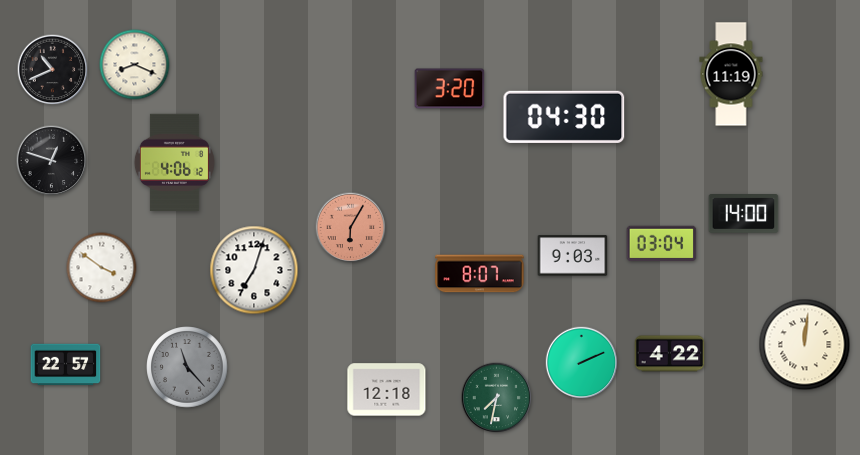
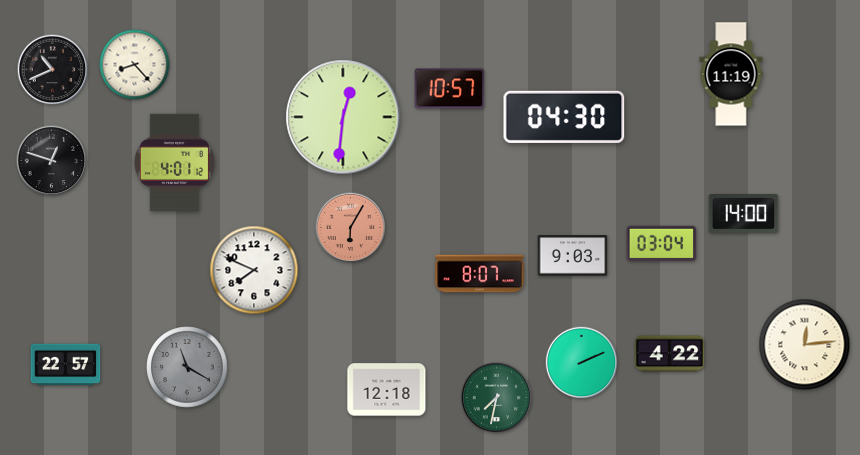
clock at (135, 65): 8:19 -> 8:23
clock at (450, 89): 3:20 -> 10:57
clock at (343, 117): none -> 12:31
clock at (174, 162): 4:06 -> 4:01
clock at (102, 268): 3:51 -> none
clock at (254, 270): 7:03 -> 7:49
clock at (805, 345): 12:01 -> 12:14
clock at (187, 367): 11:23 -> 11:20
